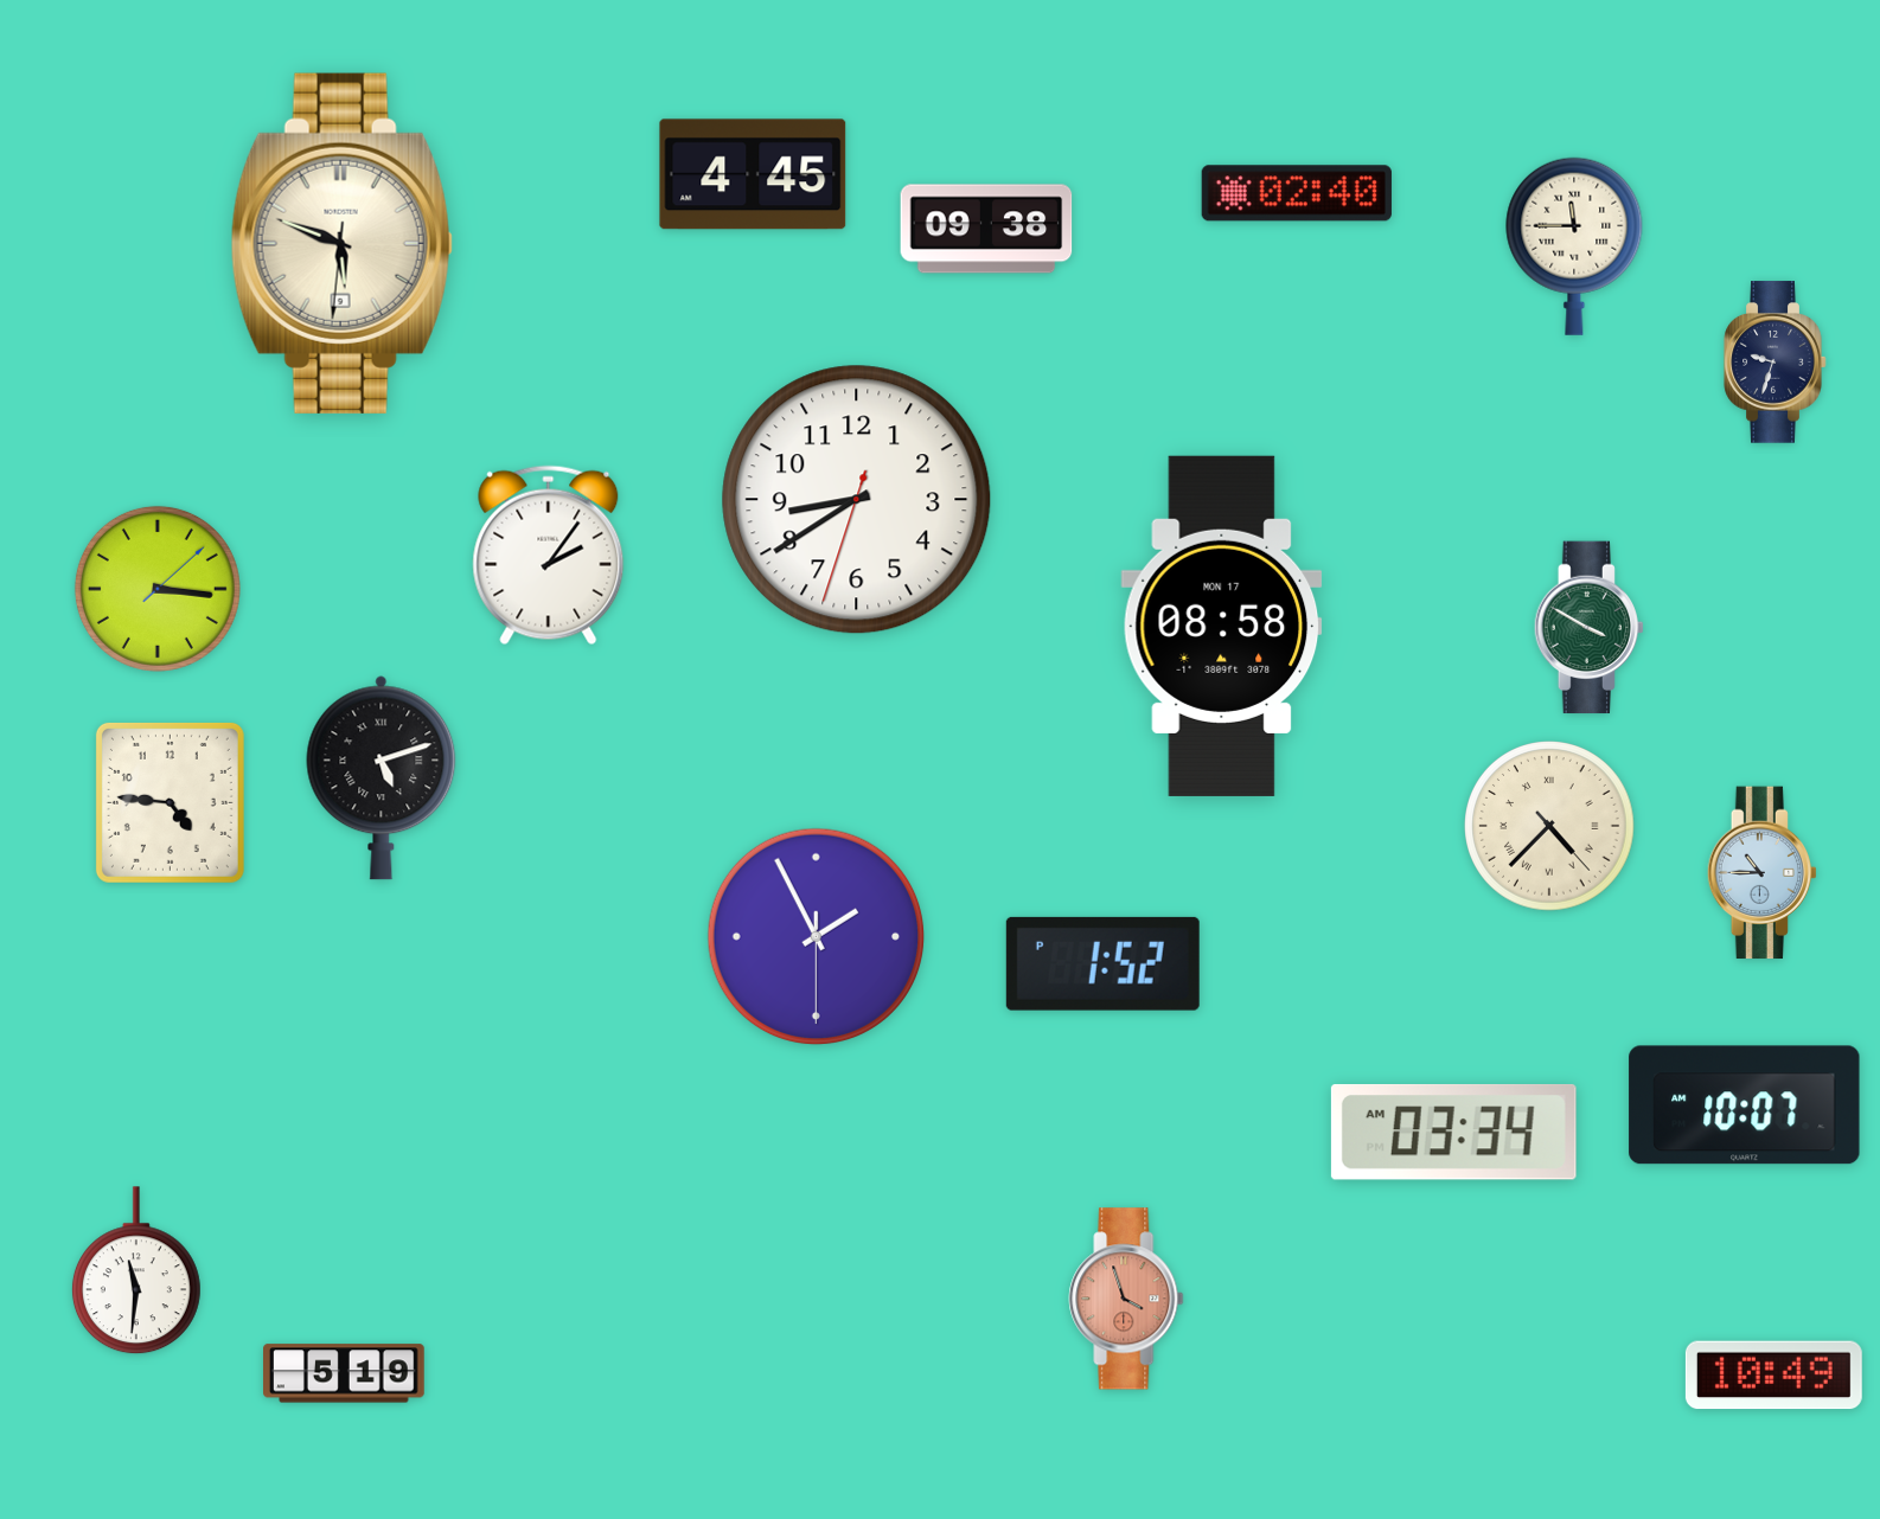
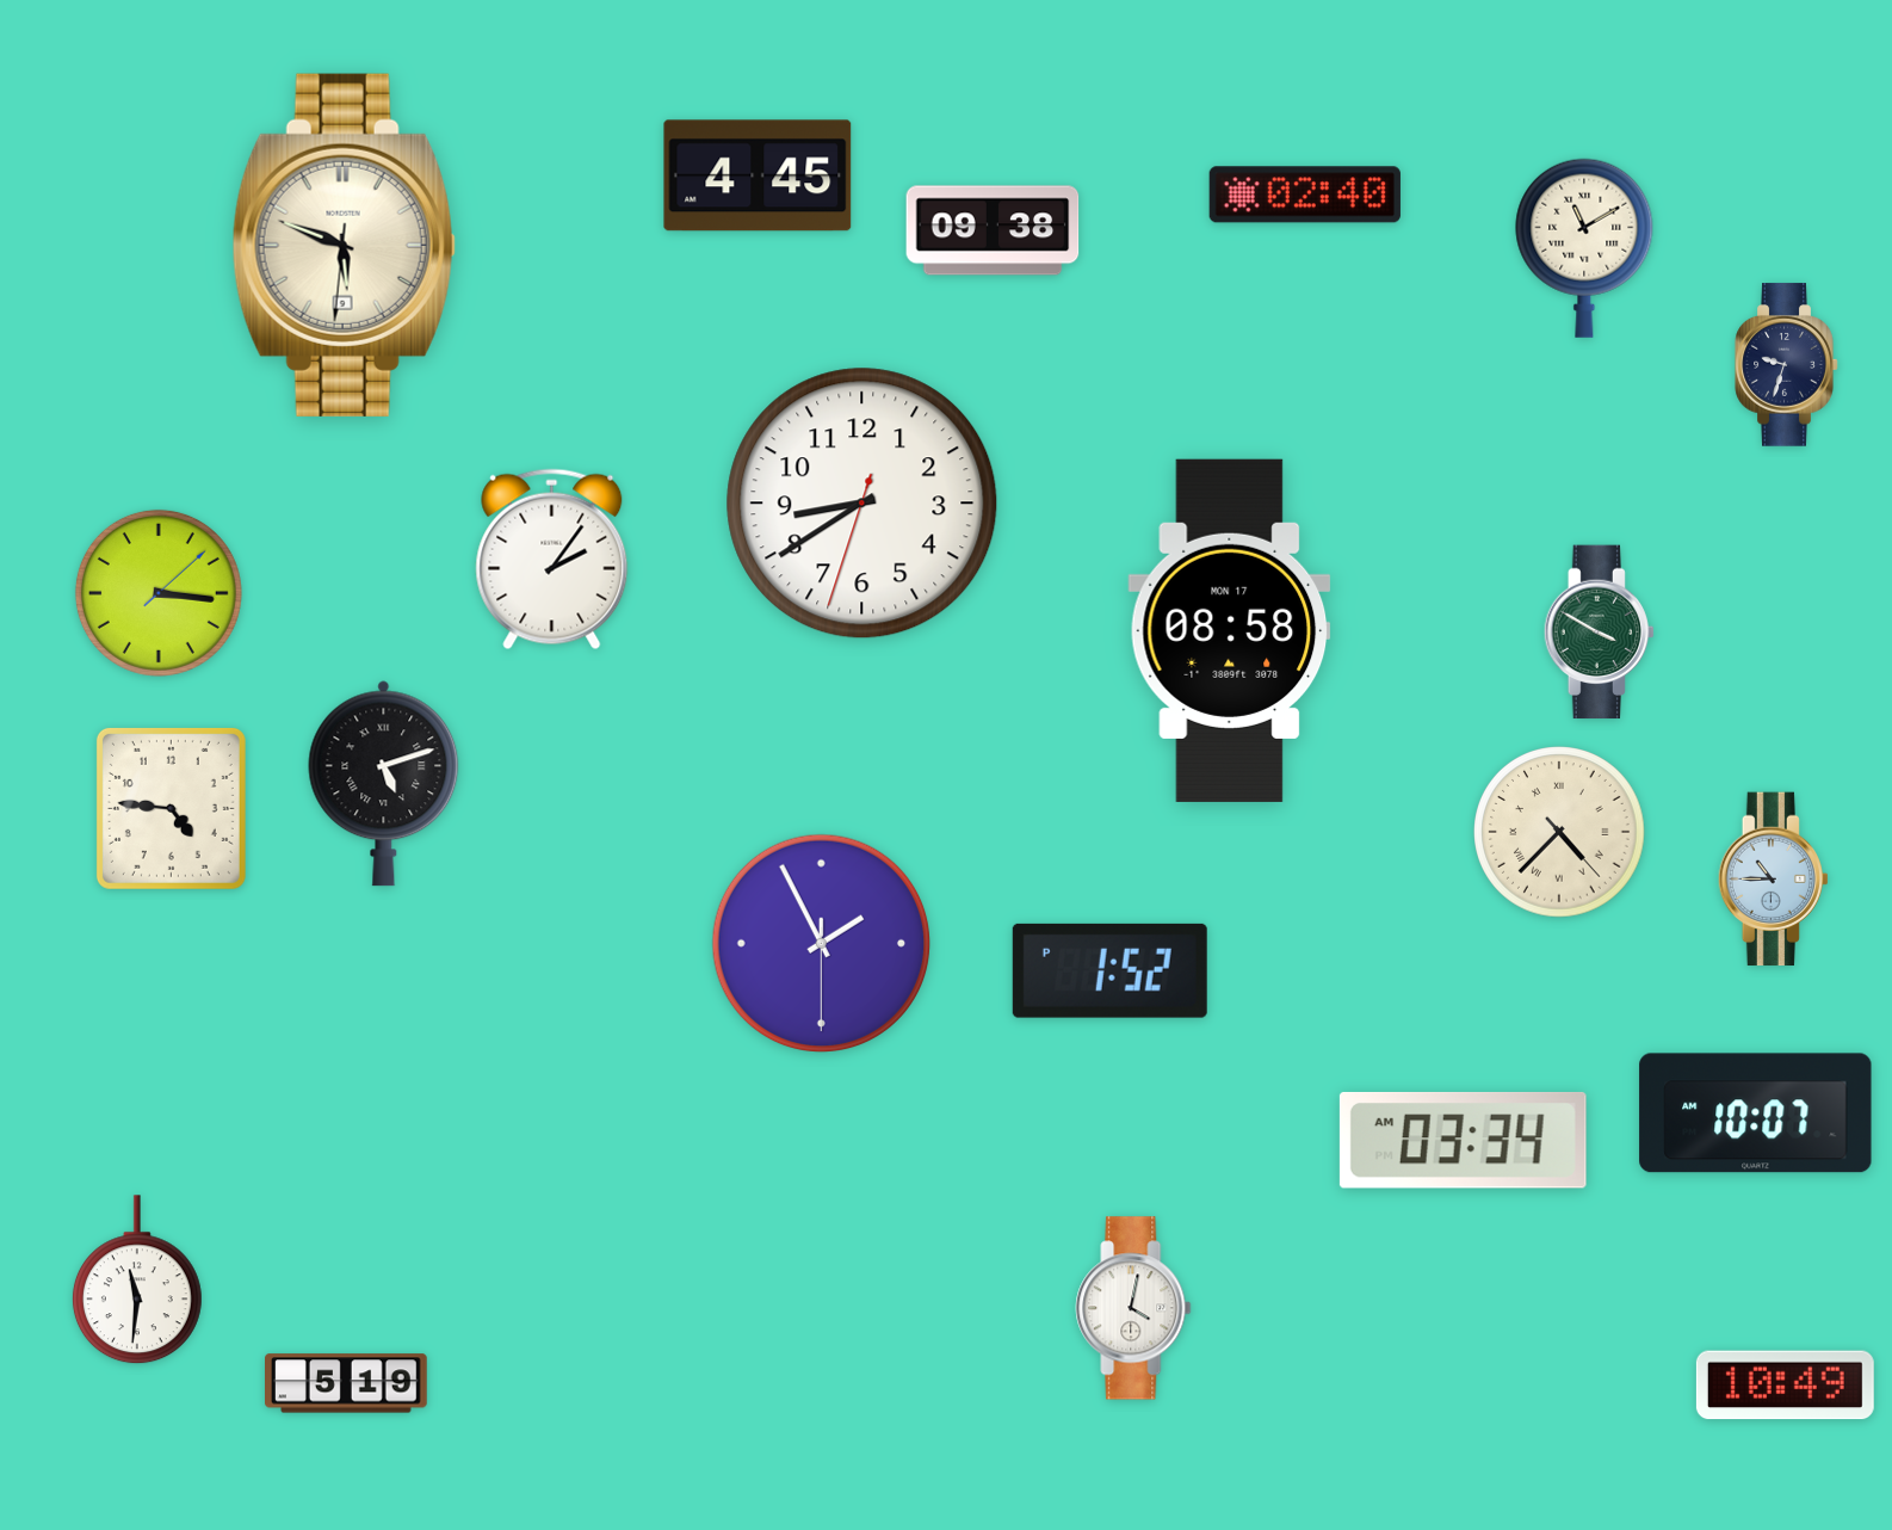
clock at (1574, 246): 11:45 -> 11:10
clock at (1126, 1299): 3:57 -> 4:02
clock at (1126, 1299) dial: salmon -> white
